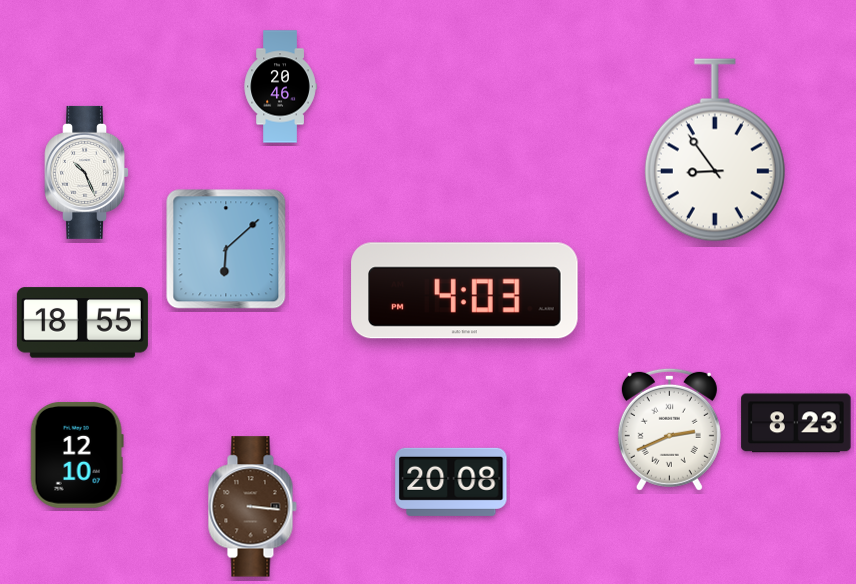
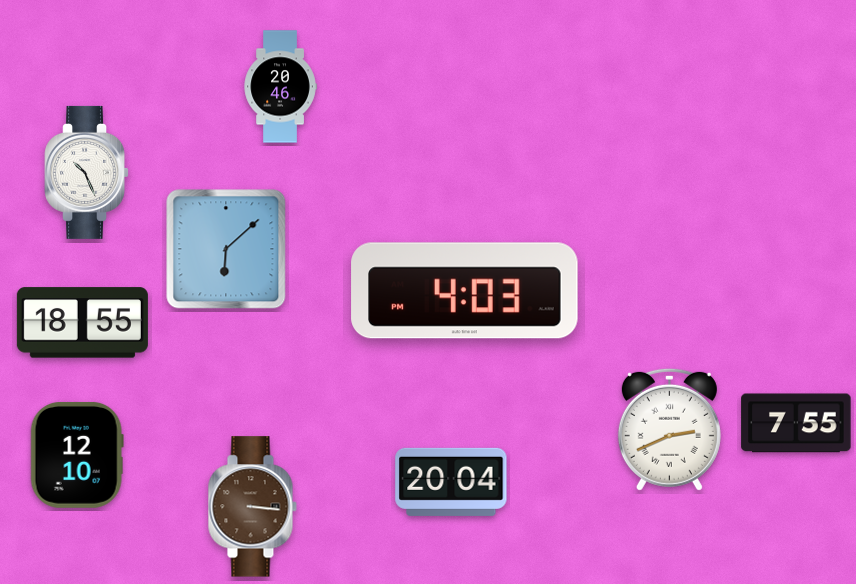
clock at (715, 150): 8:54 -> none
clock at (796, 423): 8:23 -> 7:55
clock at (451, 482): 20:08 -> 20:04
